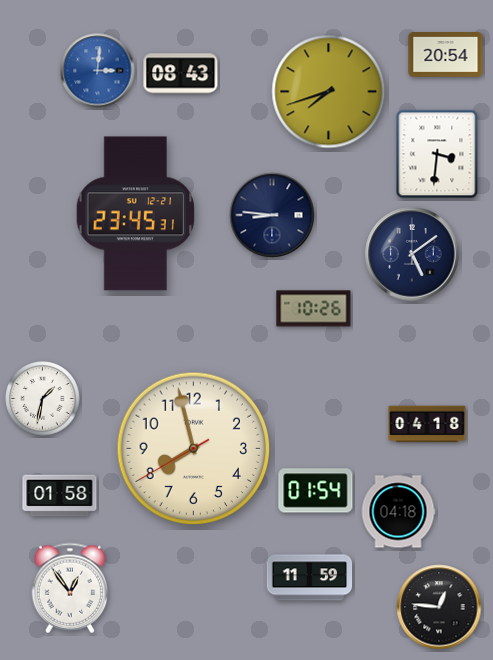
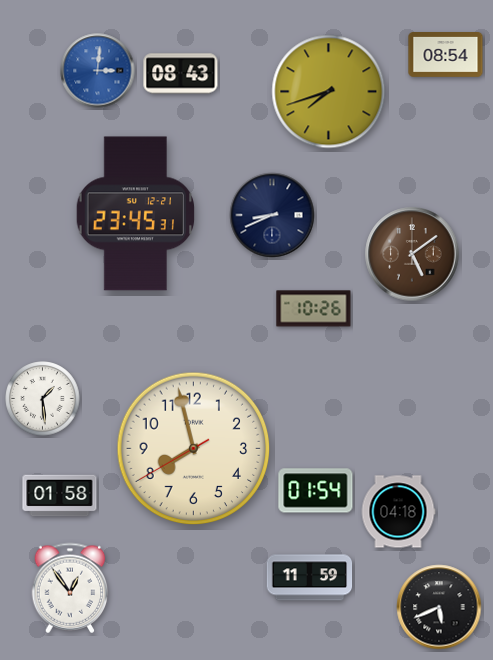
clock at (446, 55): 20:54 -> 08:54
clock at (437, 154): 3:31 -> none
clock at (272, 215): 8:46 -> 8:41
clock at (412, 254) dial: navy -> brown
clock at (43, 399): 1:32 -> 1:29
clock at (427, 424): 04:18 -> none
clock at (439, 607): 12:46 -> 5:41
